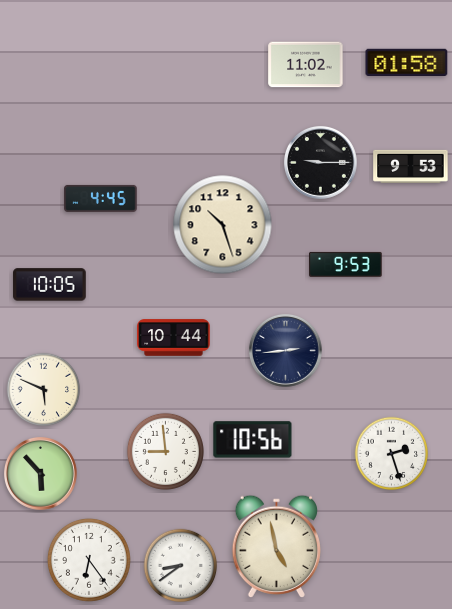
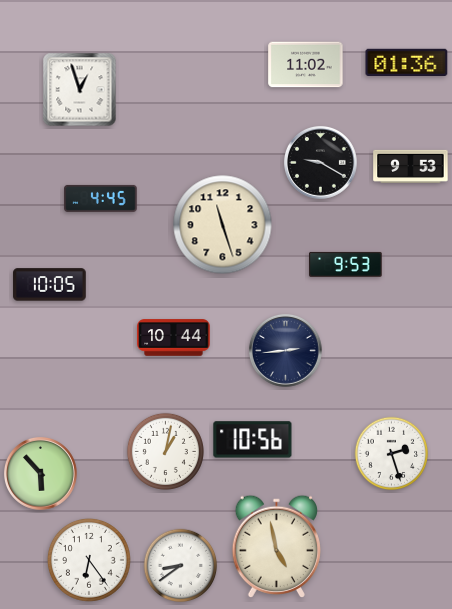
clock at (407, 62): 01:58 -> 01:36
clock at (80, 90): none -> 12:57
clock at (320, 162): 9:15 -> 9:20
clock at (223, 225): 10:27 -> 11:27
clock at (44, 390): 5:49 -> none
clock at (165, 451): 8:59 -> 1:02
